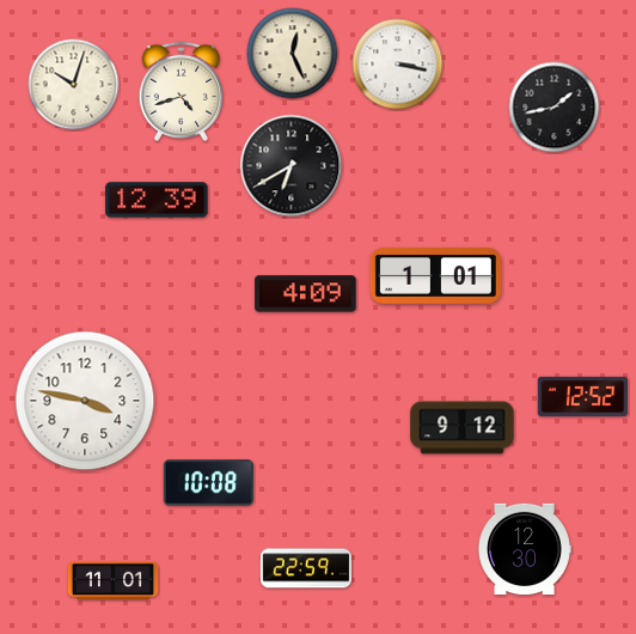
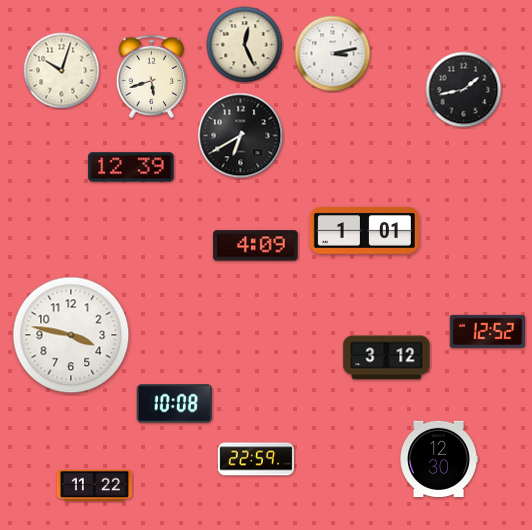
clock at (398, 65): 3:17 -> 3:13
clock at (182, 91): 4:42 -> 5:42
clock at (292, 166) position: (292, 166) -> (241, 136)
clock at (463, 428): 9:12 -> 3:12
clock at (306, 568) position: (306, 568) -> (256, 459)
clock at (114, 581): 11:01 -> 11:22
